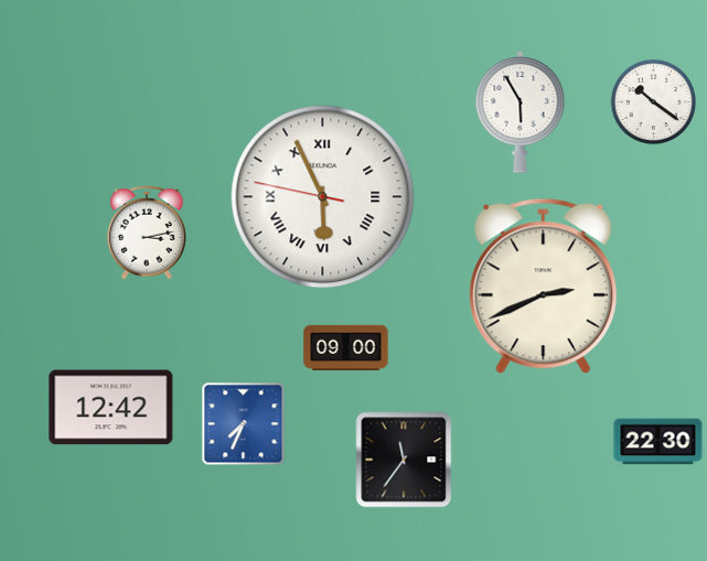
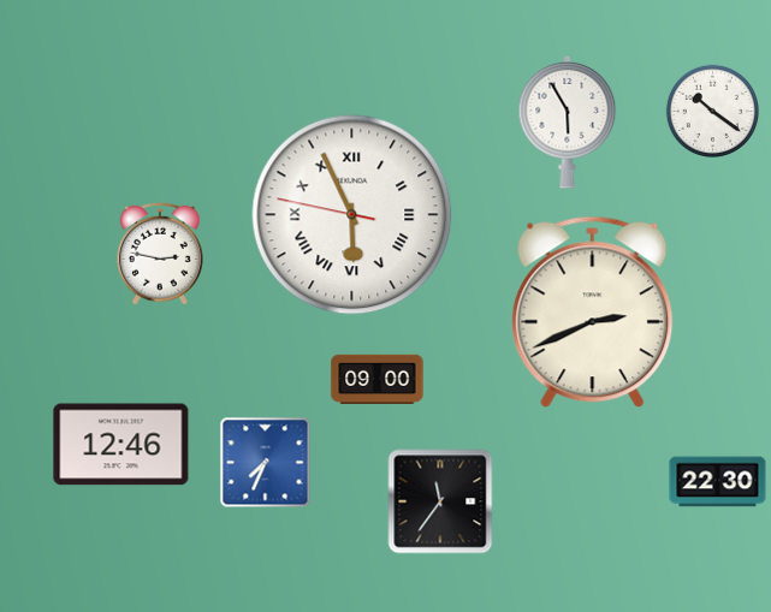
clock at (147, 233): 3:13 -> 2:47
clock at (111, 408): 12:42 -> 12:46
